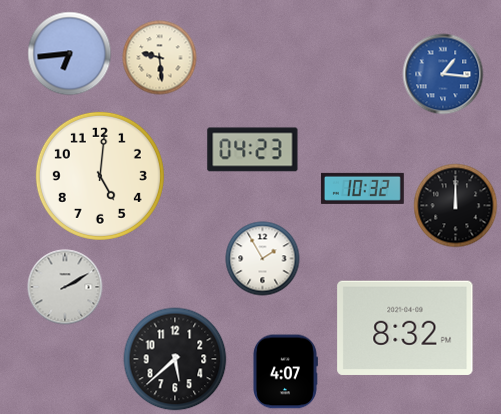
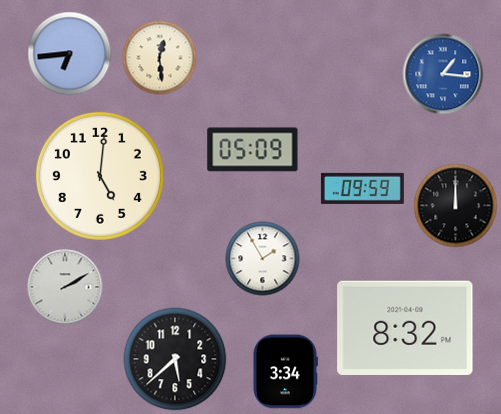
clock at (160, 58): 9:29 -> 12:29
clock at (253, 150): 04:23 -> 05:09
clock at (362, 188): 10:32 -> 09:59
clock at (285, 372): 4:07 -> 3:34
